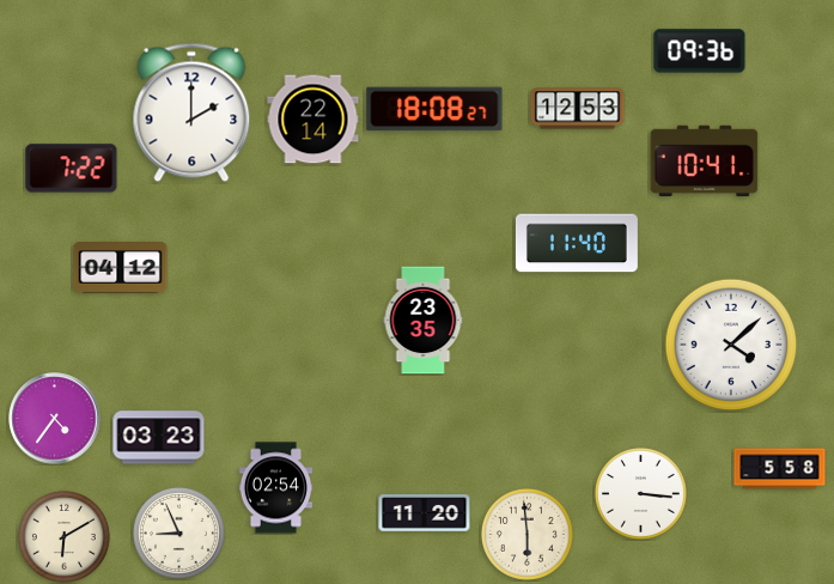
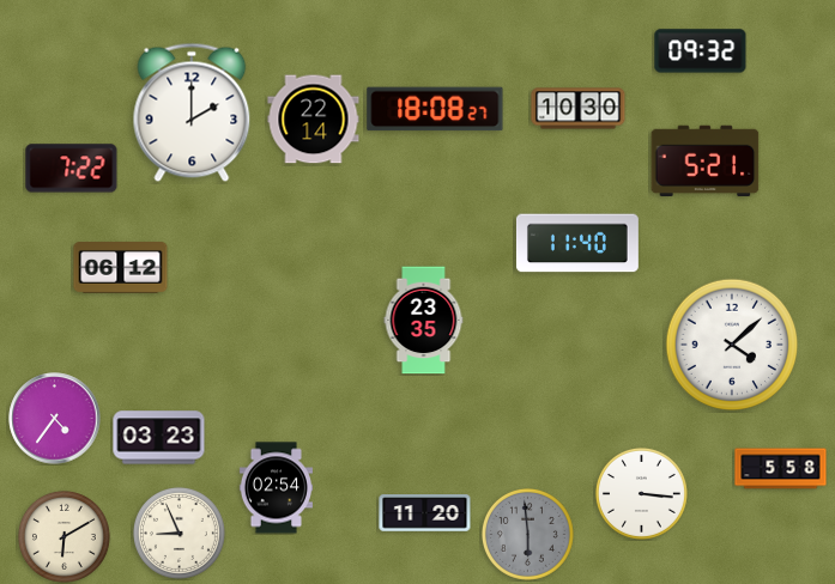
clock at (700, 51): 09:36 -> 09:32
clock at (578, 109): 12:53 -> 10:30
clock at (705, 160): 10:41 -> 5:21
clock at (121, 268): 04:12 -> 06:12
clock at (526, 534) dial: cream -> grey
